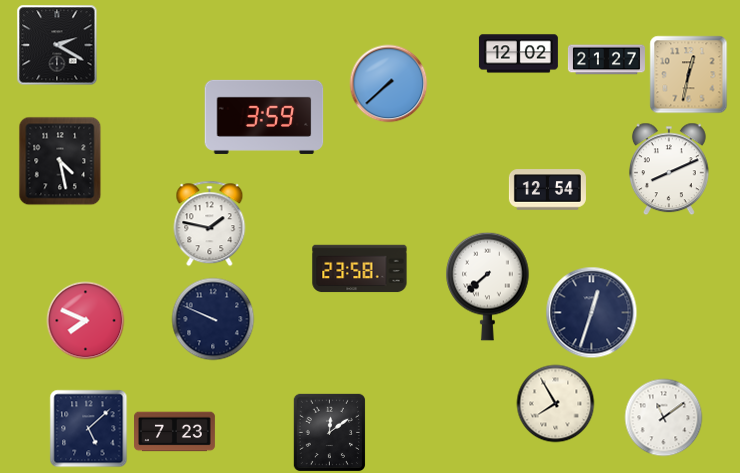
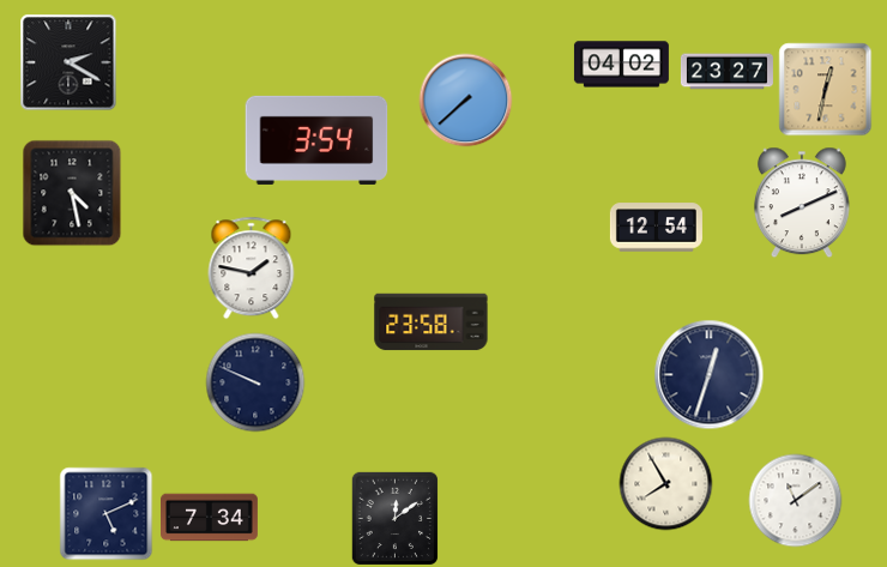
clock at (57, 45) position: (57, 45) -> (68, 62)
clock at (518, 54): 12:02 -> 04:02
clock at (606, 60): 21:27 -> 23:27
clock at (264, 117): 3:59 -> 3:54
clock at (488, 286): 7:38 -> none
clock at (85, 320): 7:49 -> none
clock at (88, 428): 5:08 -> 5:11
clock at (175, 432): 7:23 -> 7:34
